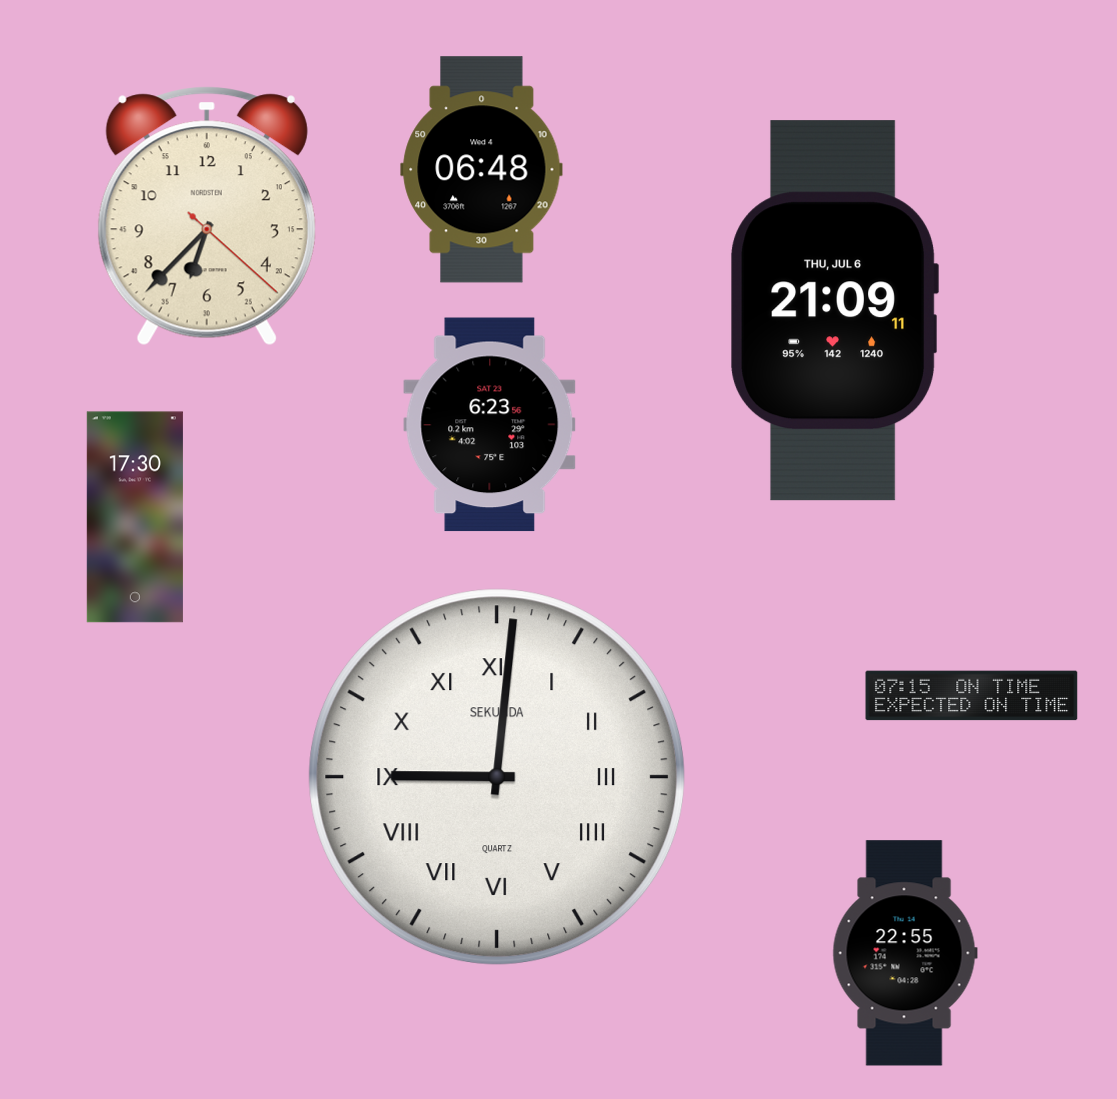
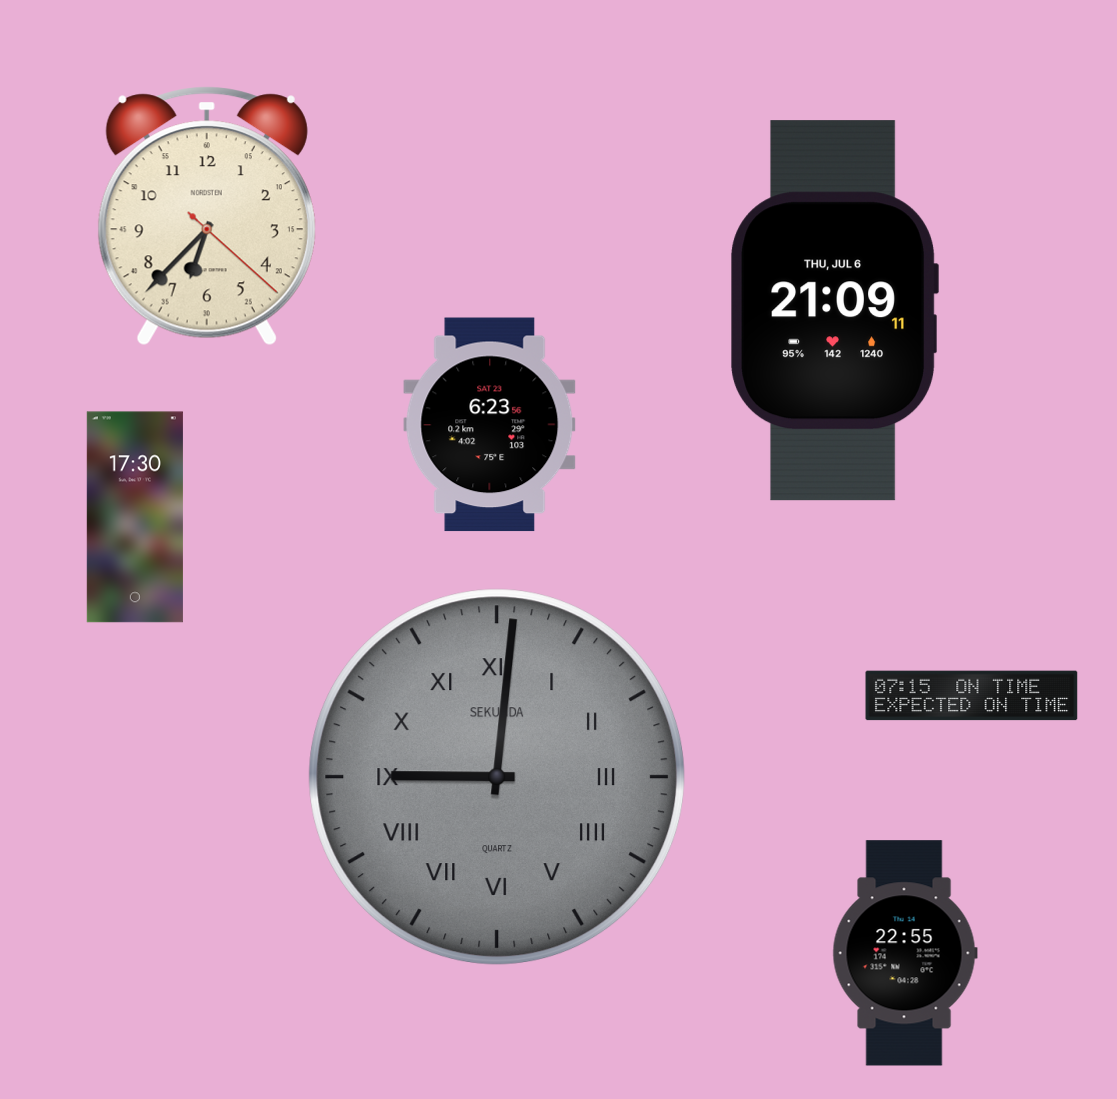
clock at (482, 170): 06:48 -> none
clock at (497, 777) dial: white -> grey
